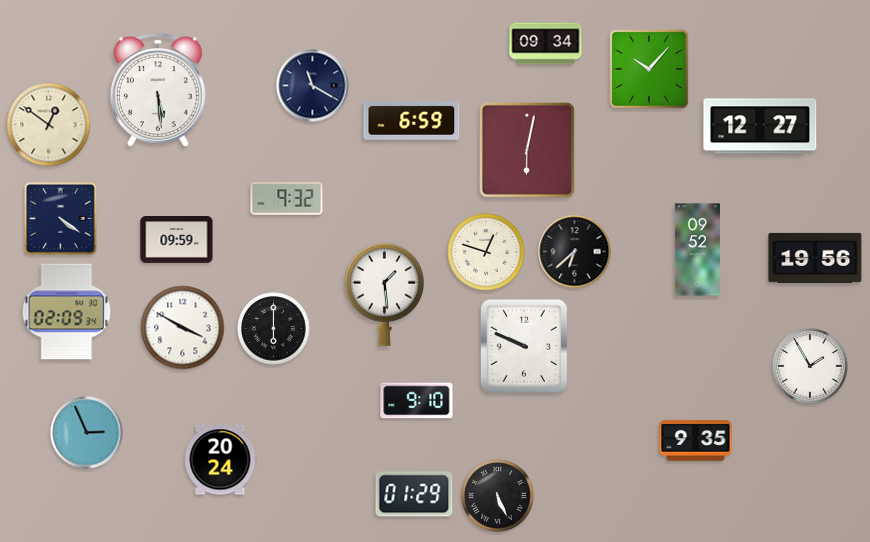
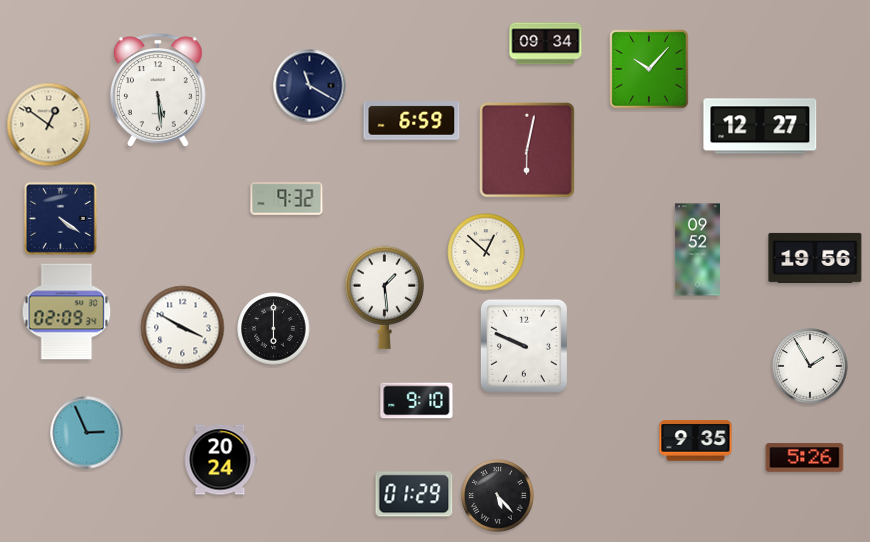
clock at (313, 86) position: (313, 86) -> (310, 86)
clock at (177, 240): 09:59 -> none
clock at (486, 252): 12:48 -> 12:52
clock at (575, 252): 6:38 -> none
clock at (384, 294) position: (384, 294) -> (384, 297)
clock at (805, 458): none -> 5:26
clock at (498, 496): 5:26 -> 5:23
